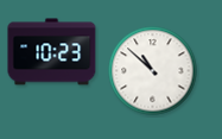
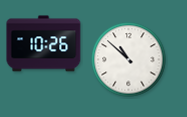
clock at (52, 52): 10:23 -> 10:26
